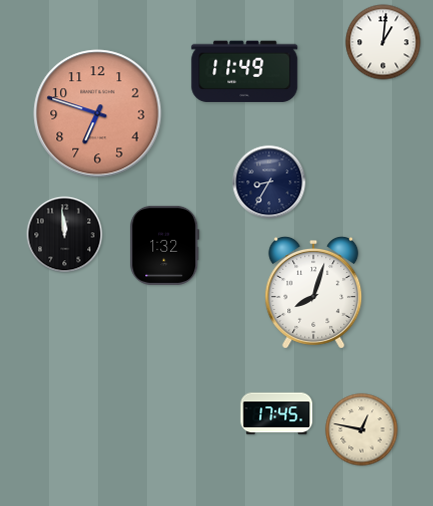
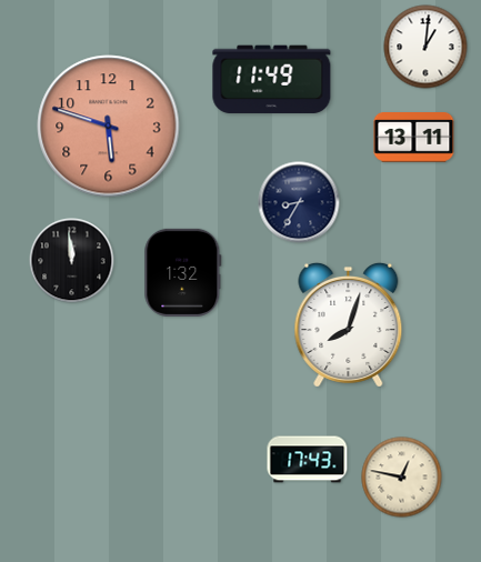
clock at (98, 114): 6:48 -> 5:48
clock at (414, 138): none -> 13:11
clock at (277, 414): 17:45 -> 17:43
